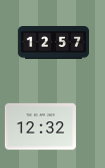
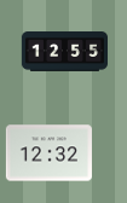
clock at (53, 43): 12:57 -> 12:55
